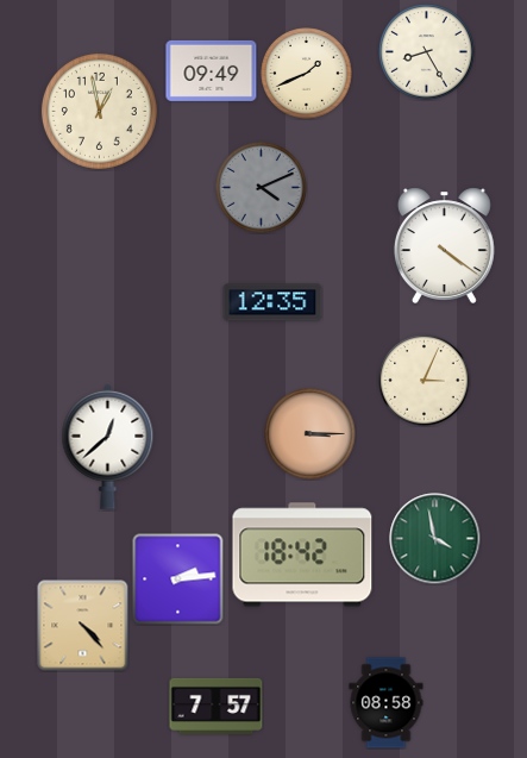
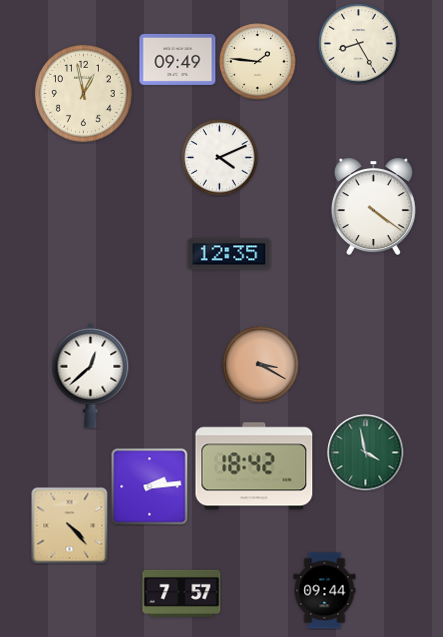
clock at (307, 74): 1:41 -> 1:46
clock at (262, 188) dial: grey -> white
clock at (425, 381): 3:04 -> none
clock at (310, 434): 3:15 -> 3:20
clock at (387, 703): 08:58 -> 09:44
